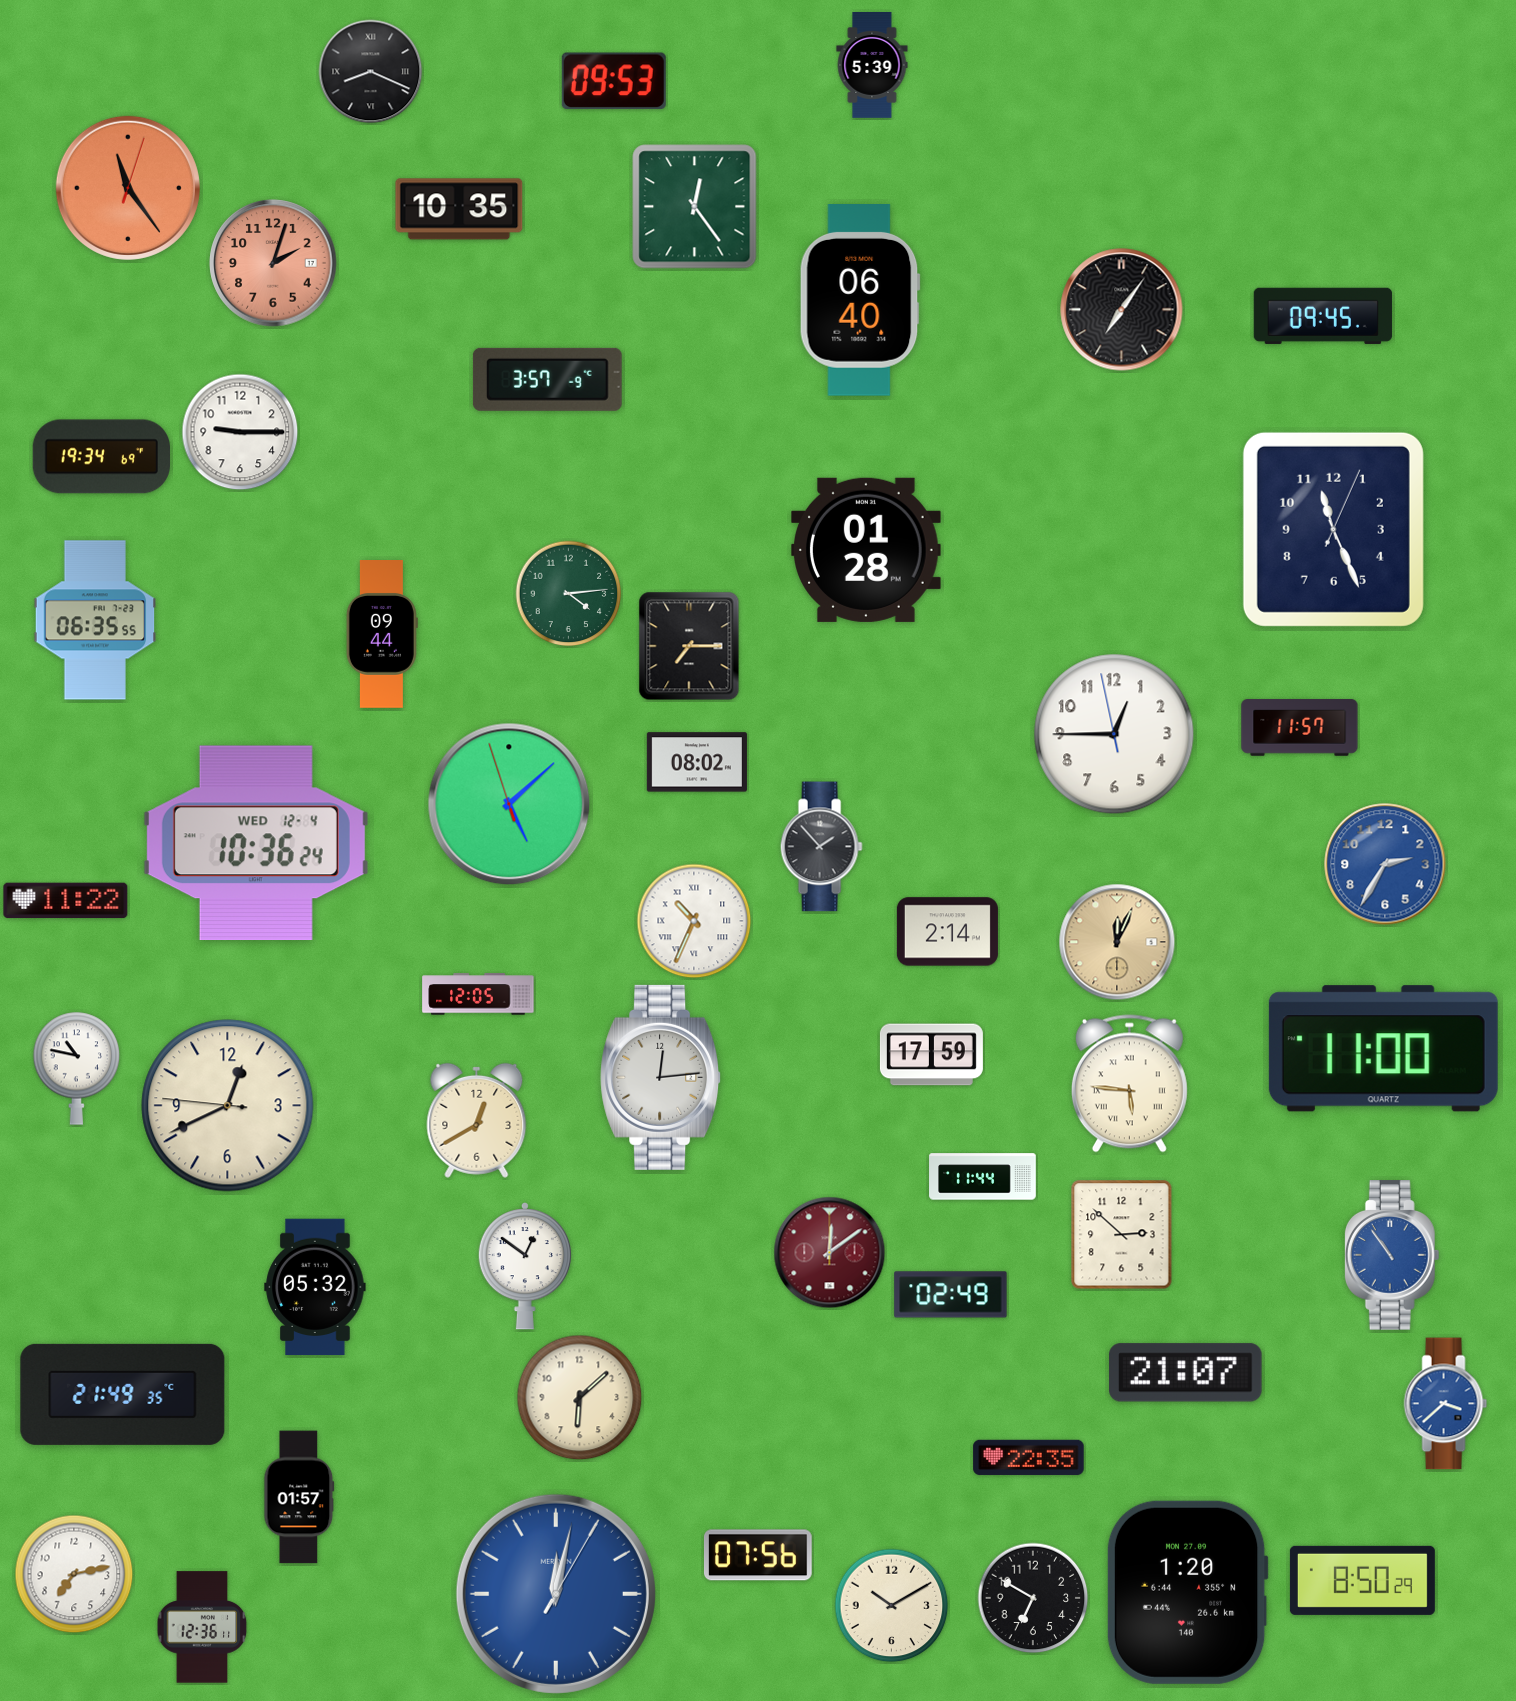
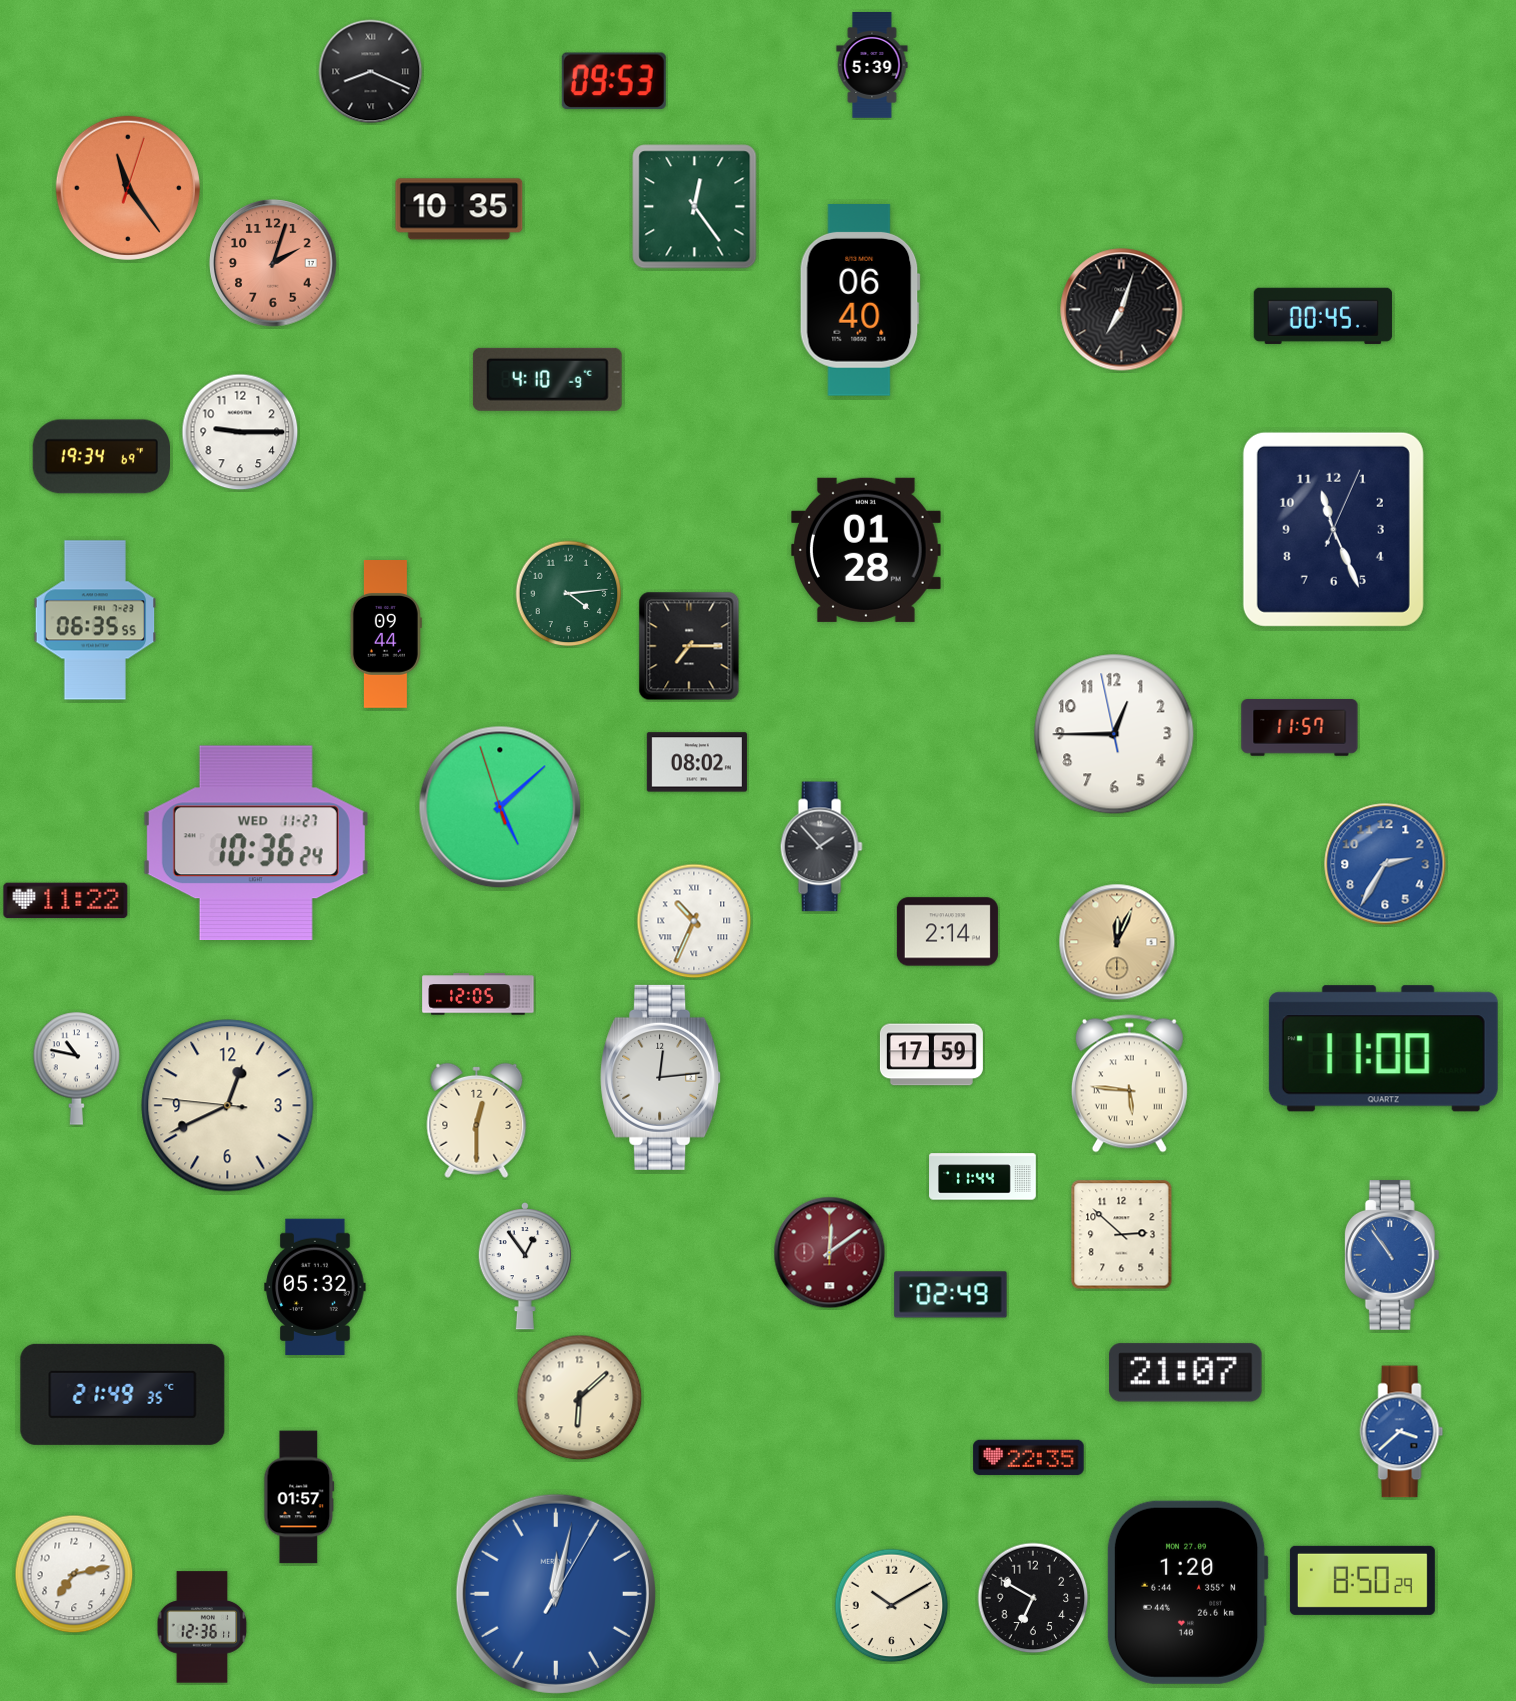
clock at (1122, 310): 7:06 -> 7:03
clock at (1323, 316): 09:45 -> 00:45
clock at (547, 379): 3:57 -> 4:10
clock at (382, 635) position: (382, 635) -> (386, 635)
clock at (509, 804) position: (509, 804) -> (500, 807)
clock at (256, 842) date: WED 12-4 -> WED 11-27
clock at (477, 1120): 12:40 -> 12:30
clock at (525, 1266): 12:51 -> 12:54
clock at (1446, 1404) position: (1446, 1404) -> (1402, 1432)
clock at (758, 1555): 07:56 -> none
